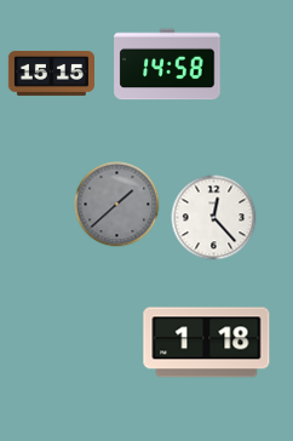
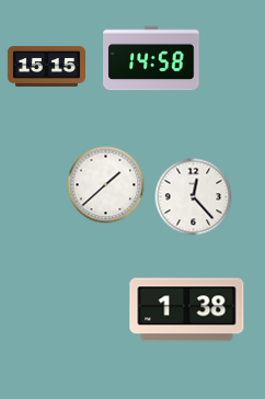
clock at (117, 205) dial: grey -> white
clock at (207, 343): 1:18 -> 1:38
